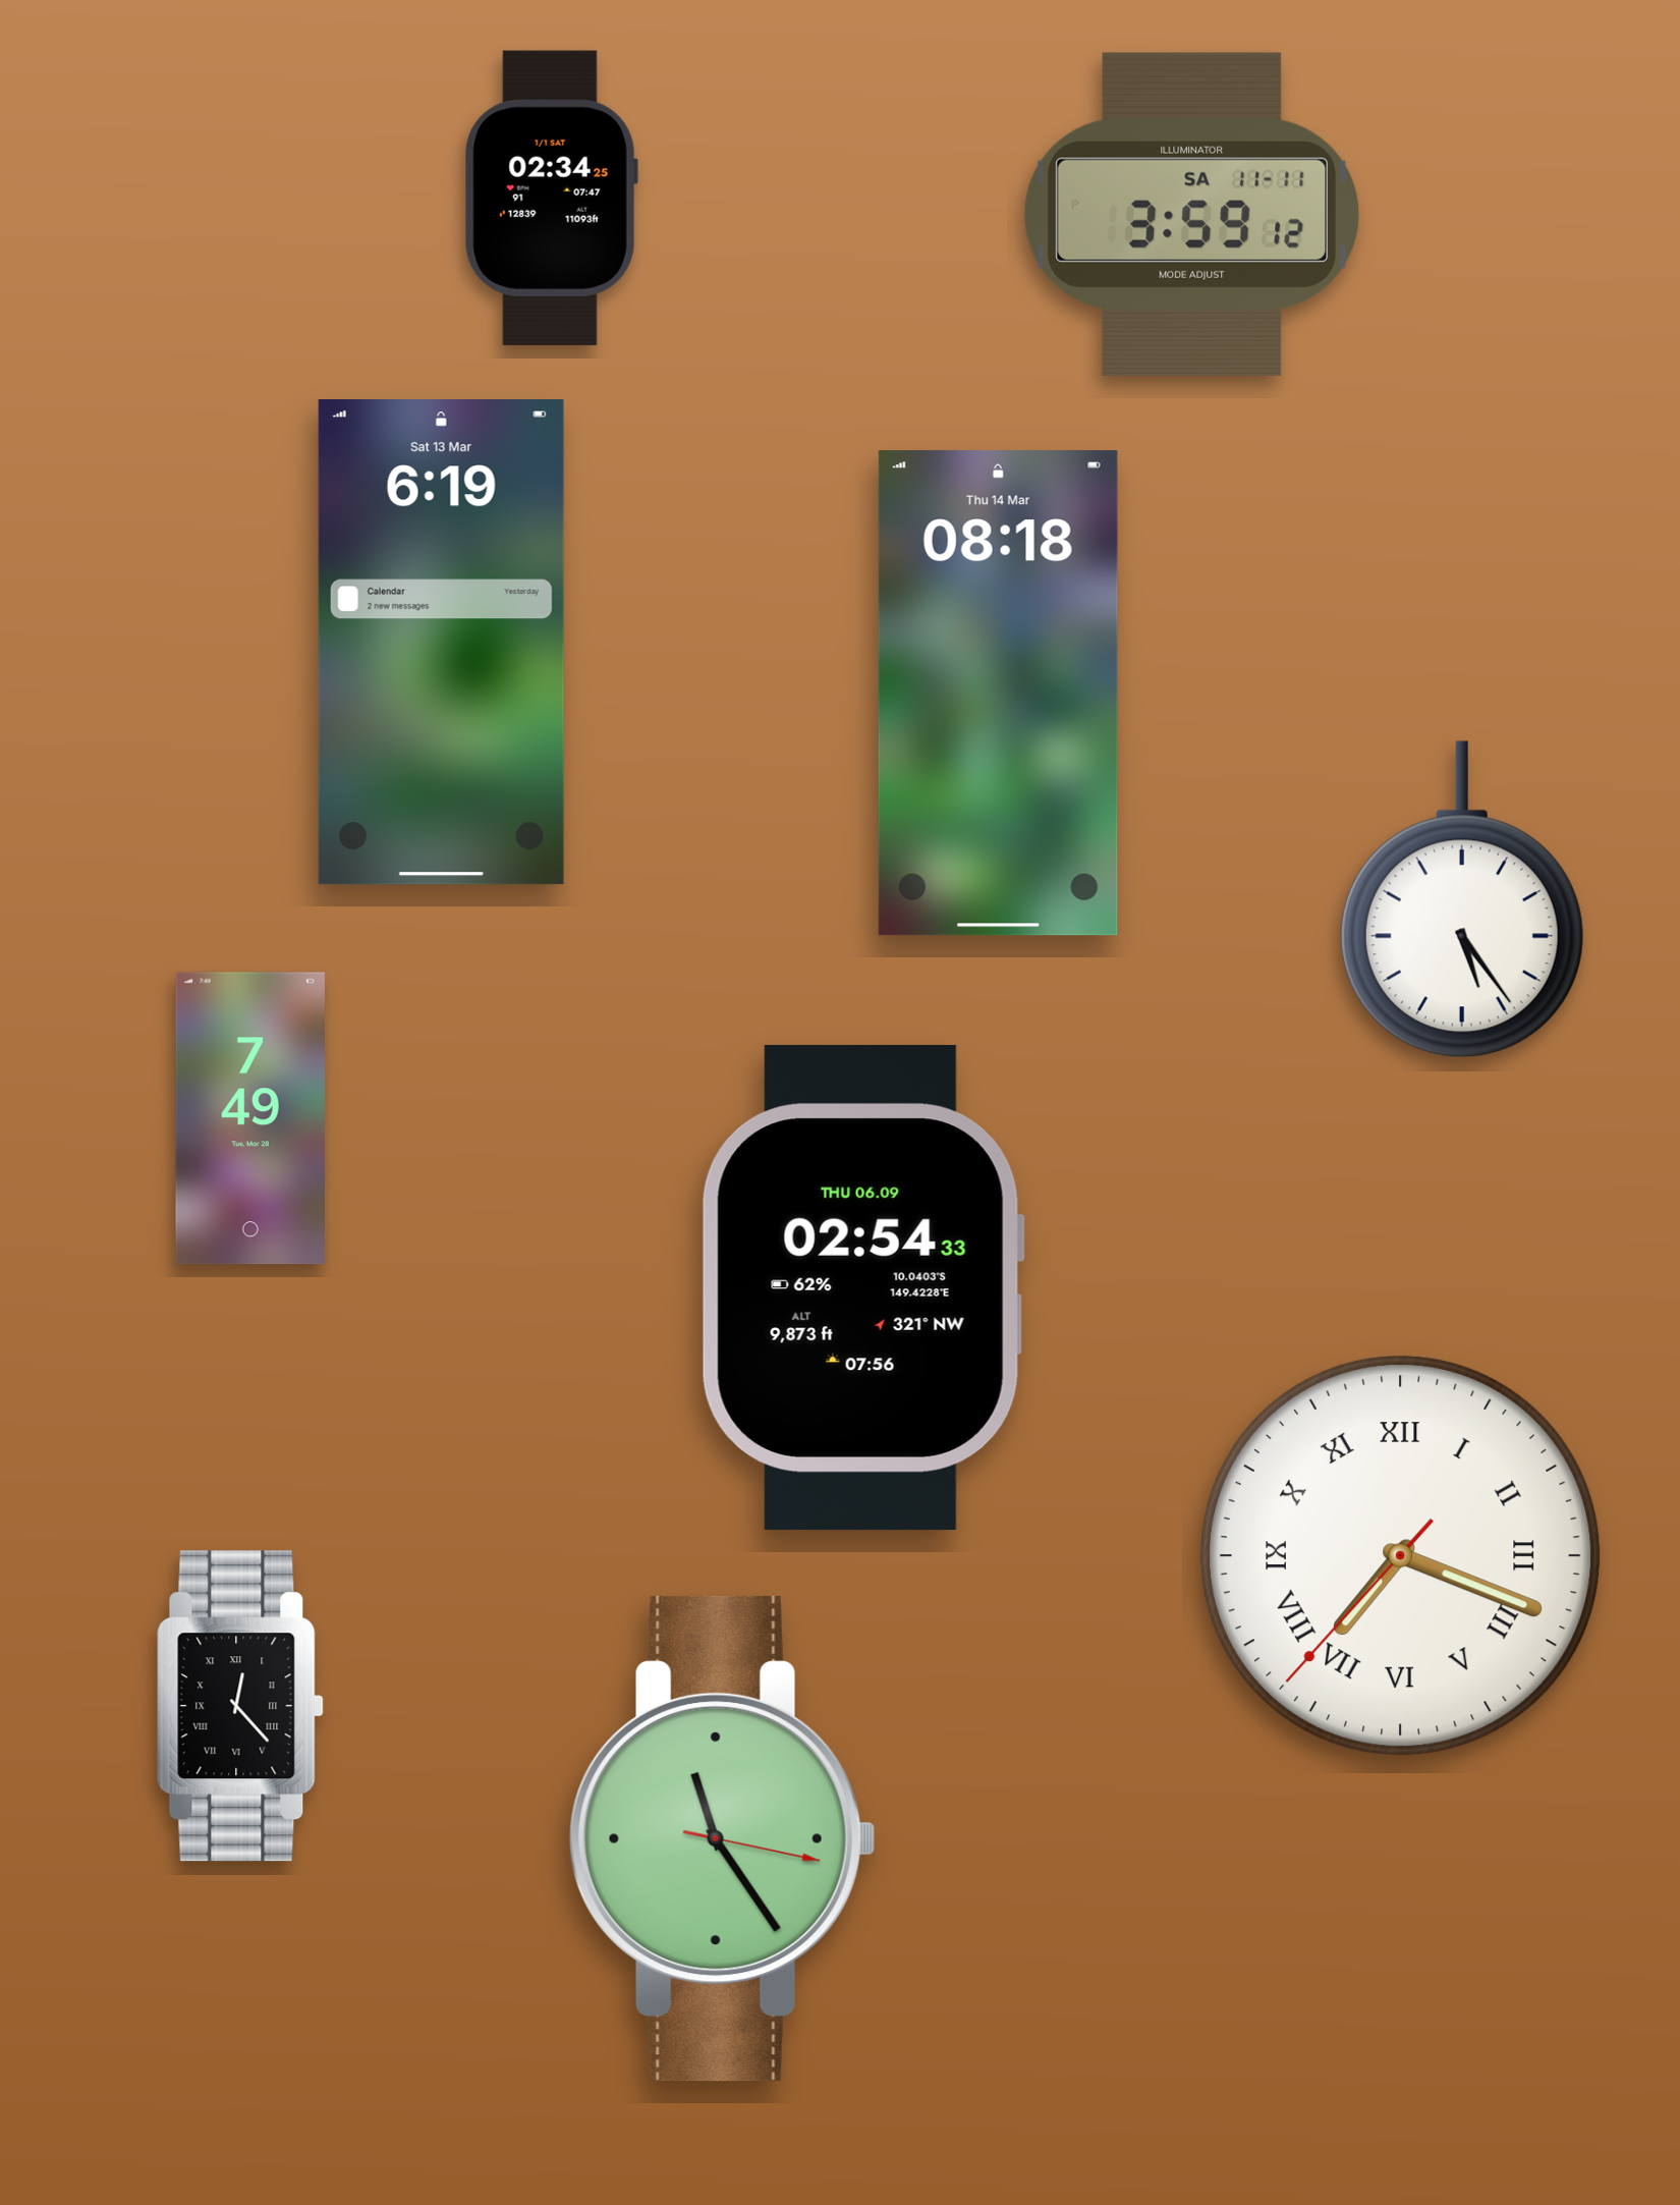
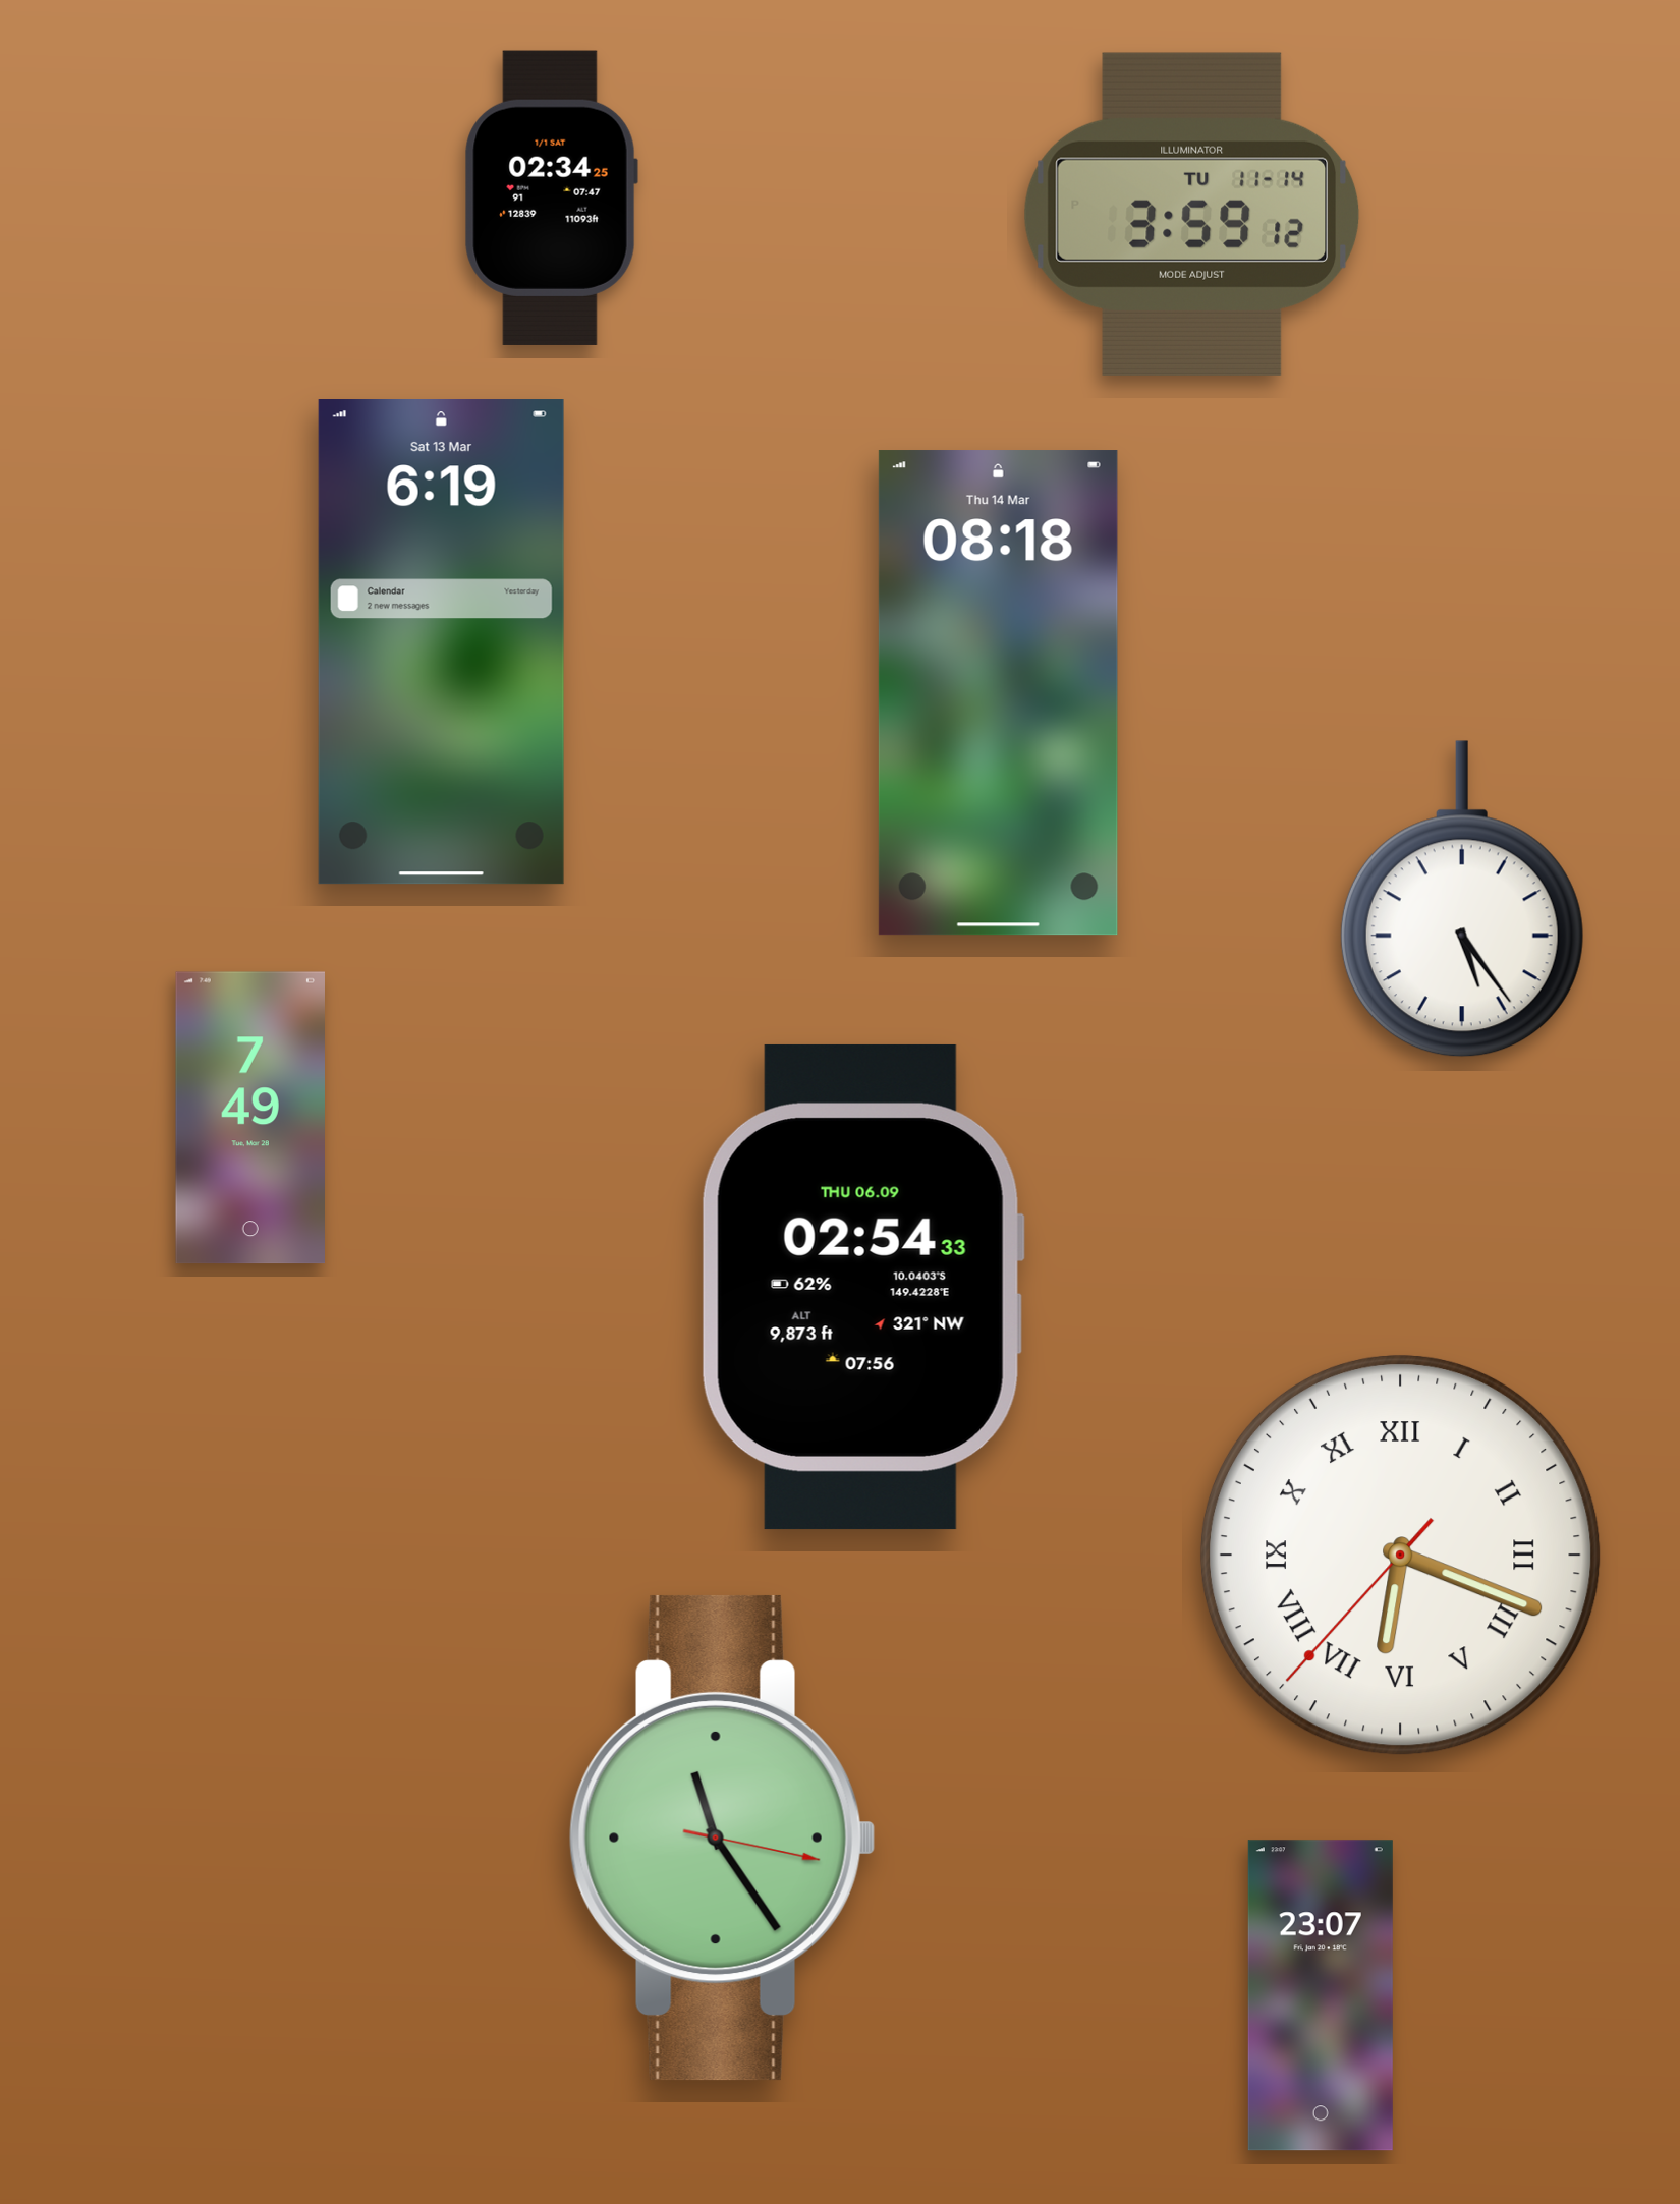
clock at (1192, 214) date: SA 11-11 -> TU 11-14
clock at (1400, 1555): 7:18 -> 6:18
clock at (240, 1706): 12:23 -> none
clock at (1321, 1995): none -> 23:07
